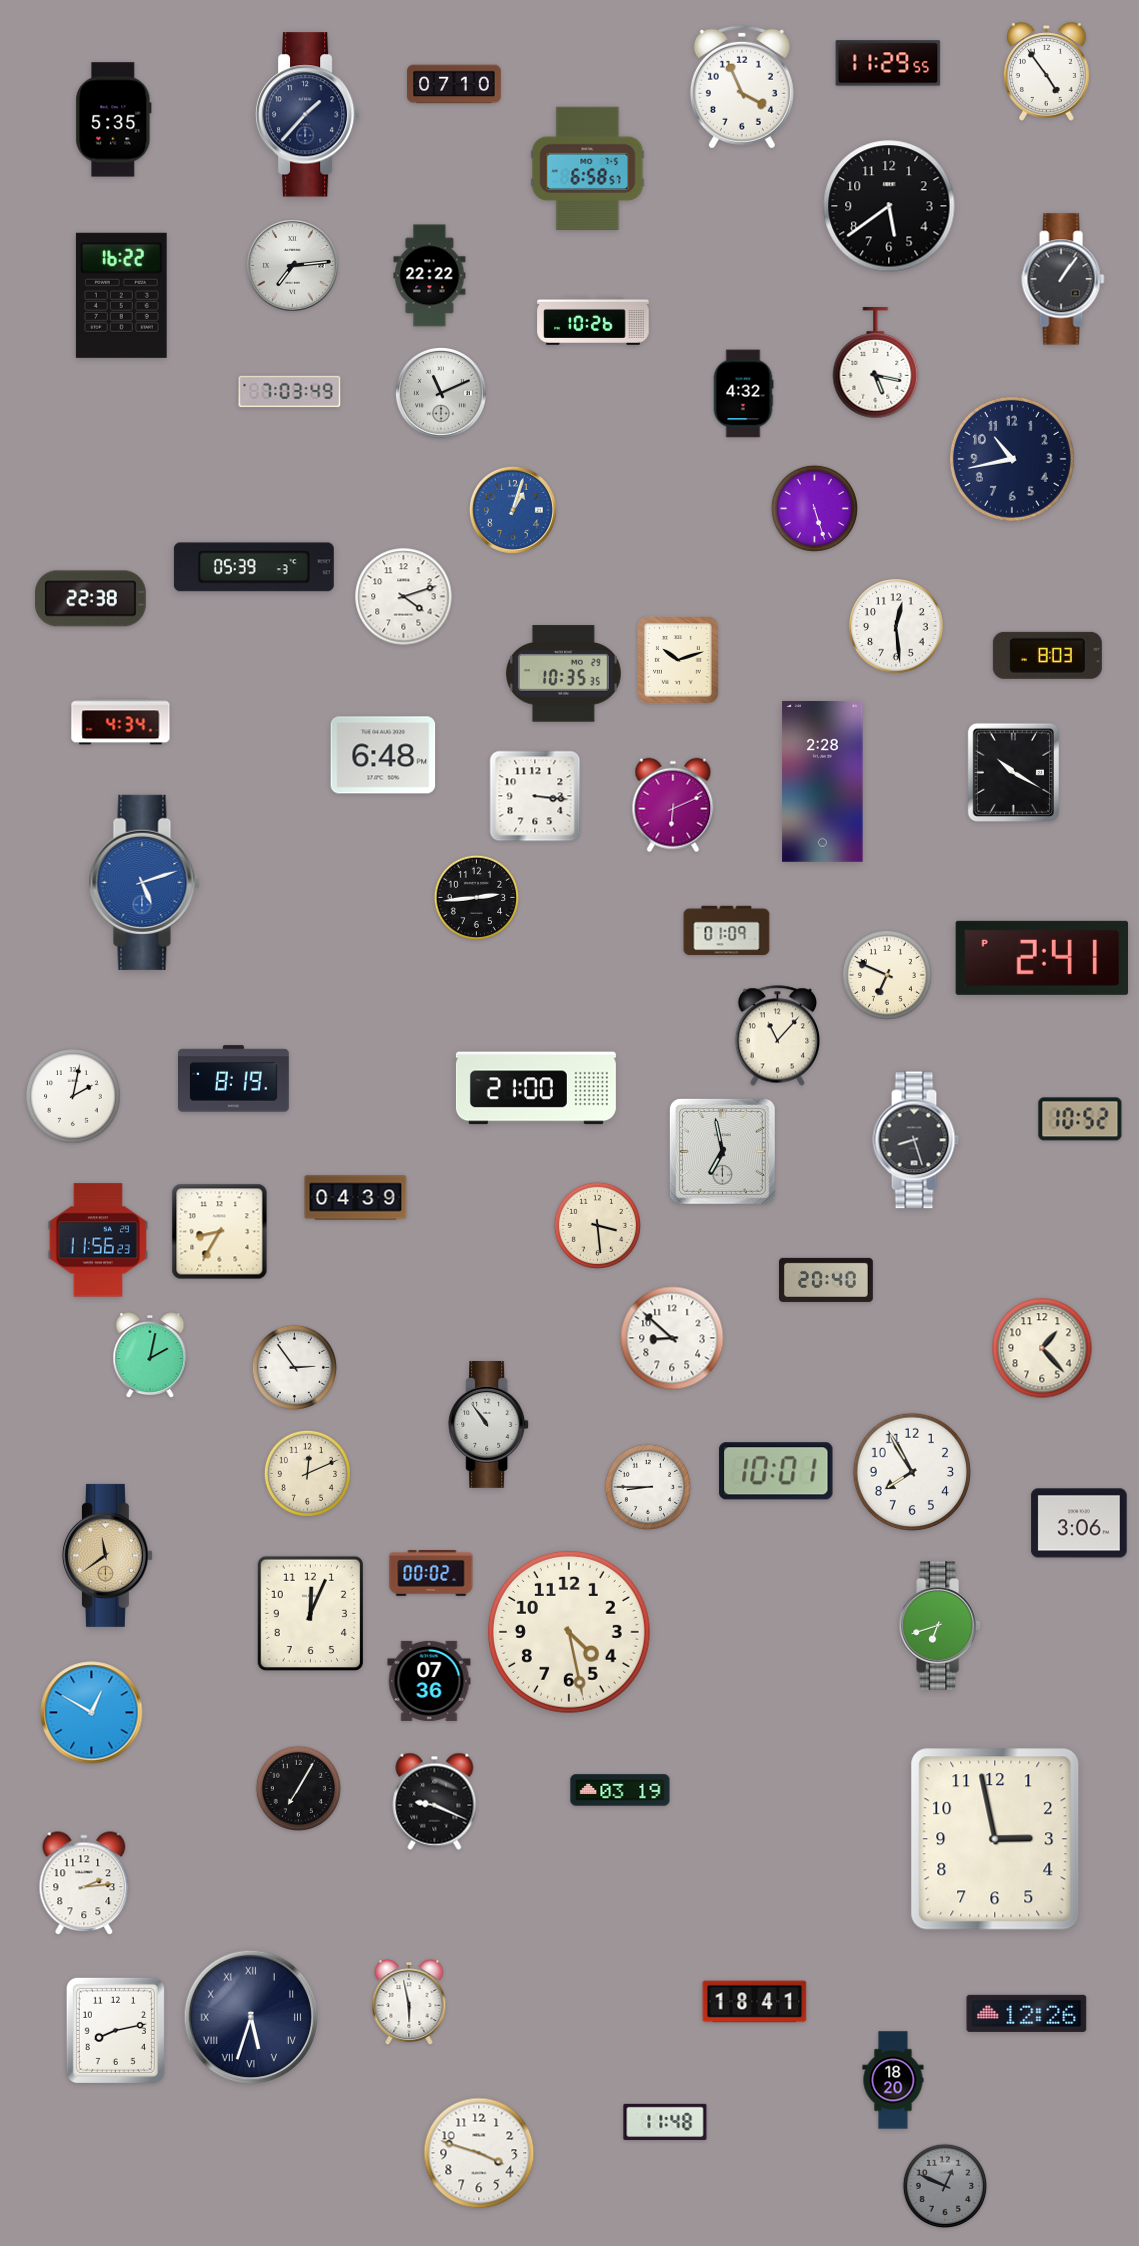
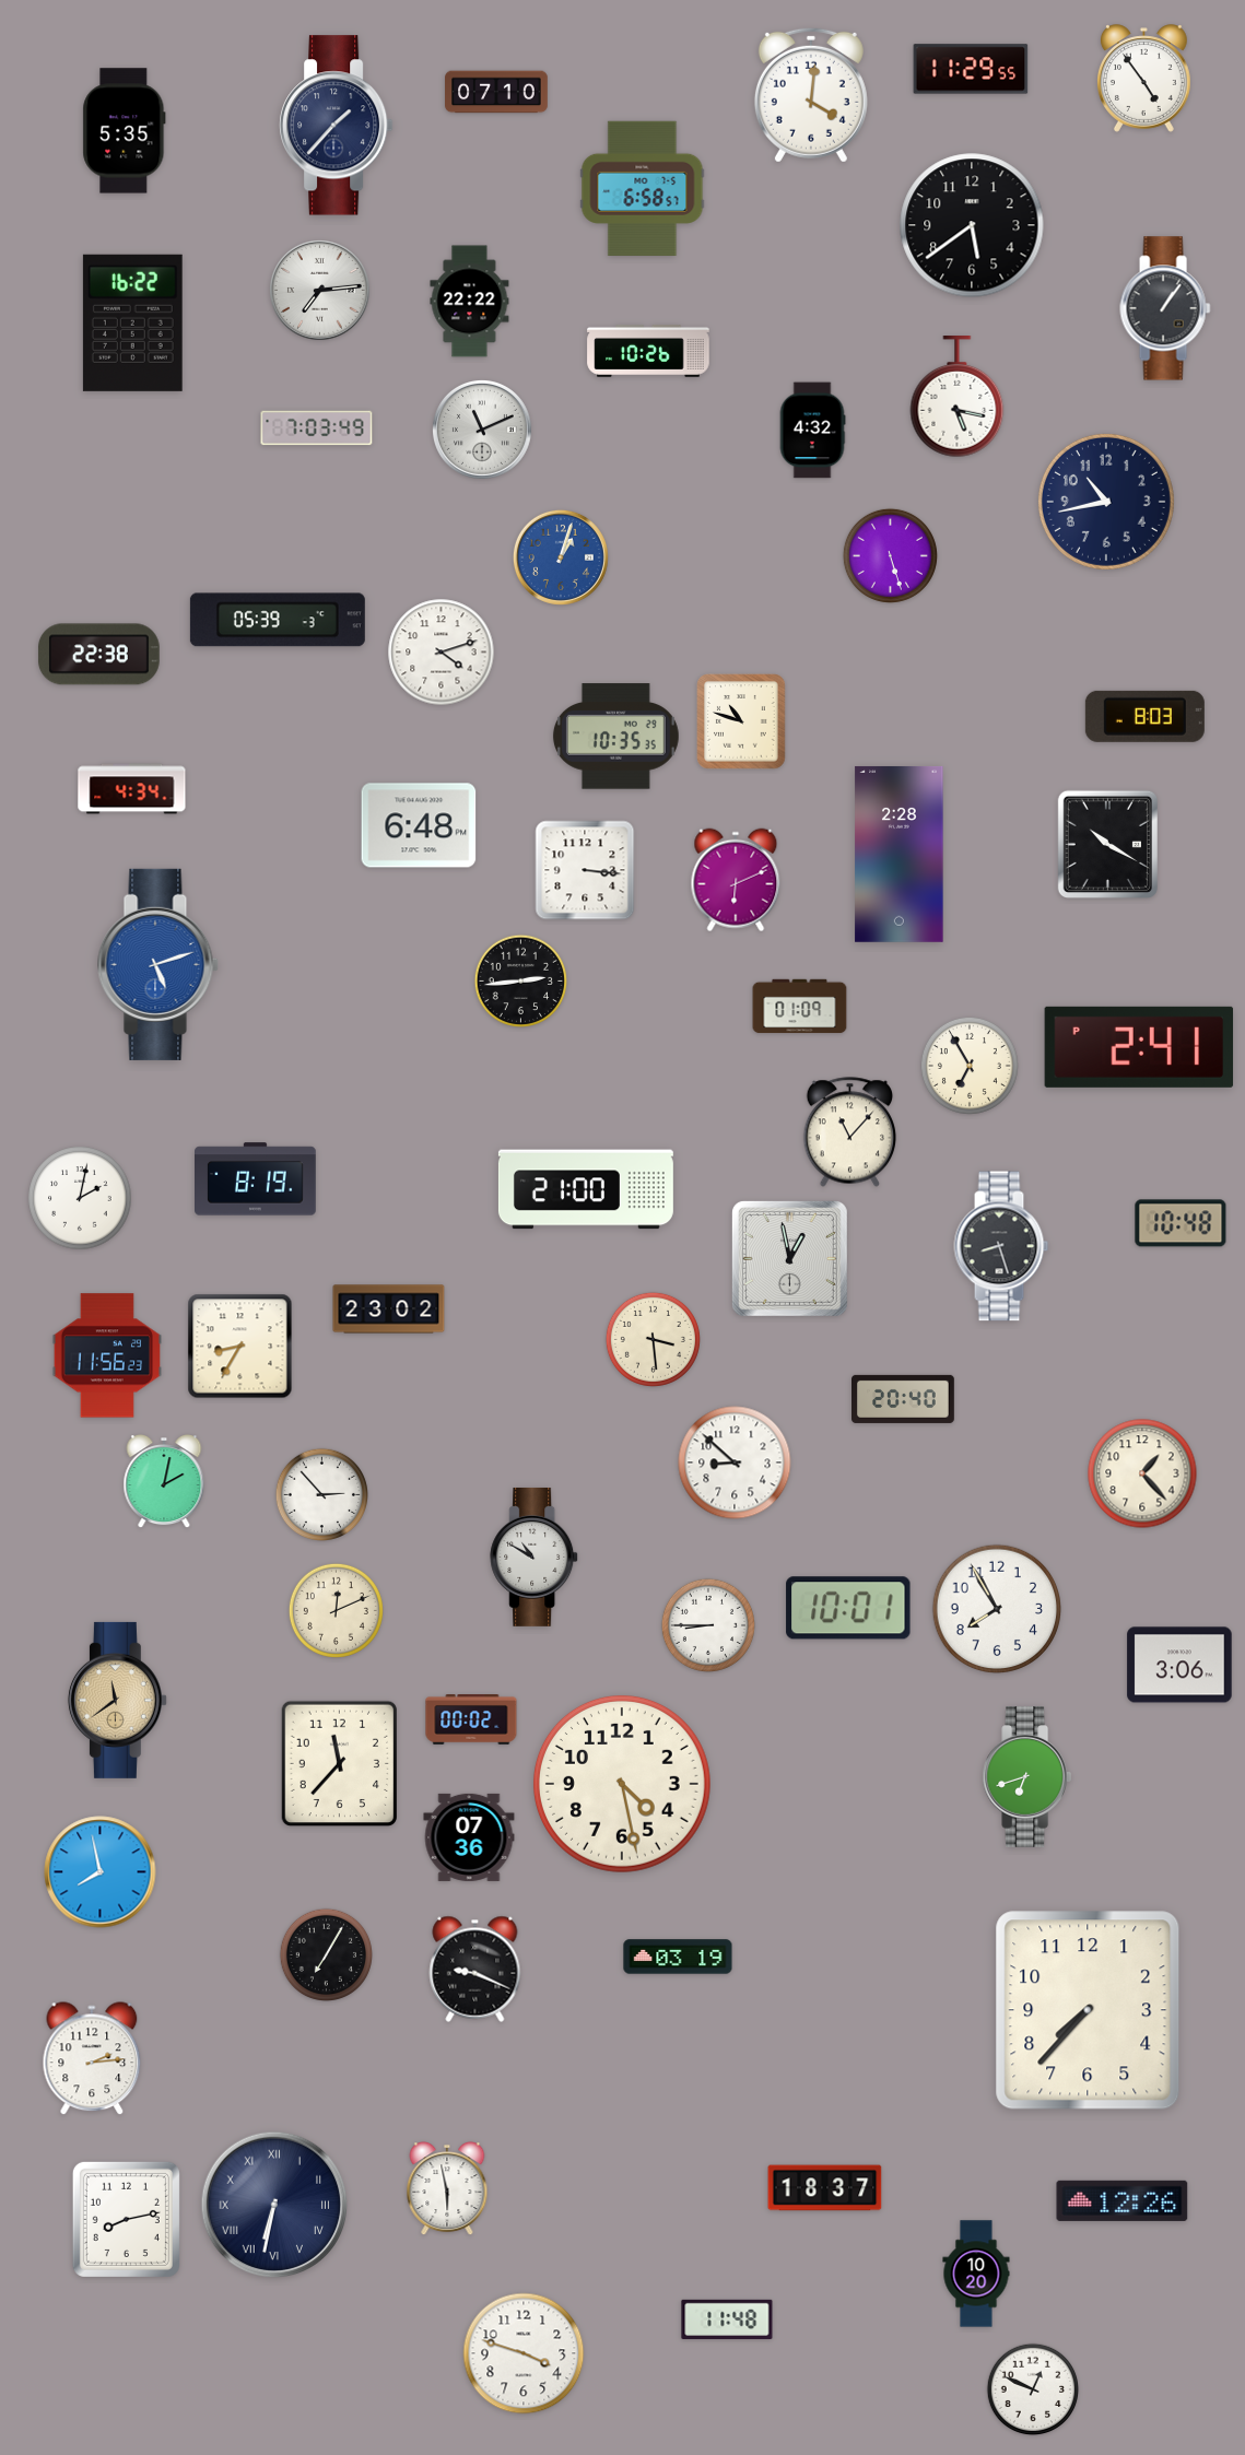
clock at (742, 87): 3:56 -> 4:01
clock at (588, 169) position: (588, 169) -> (643, 189)
clock at (1063, 279) position: (1063, 279) -> (1165, 308)
clock at (896, 626): 12:29 -> none
clock at (678, 660): 10:12 -> 10:48
clock at (727, 931) position: (727, 931) -> (800, 1007)
clock at (887, 975): 6:49 -> 6:55
clock at (1080, 1119): 10:52 -> 10:48
clock at (722, 1151): 6:58 -> 12:58
clock at (356, 1198): 04:39 -> 23:02
clock at (1042, 1348) position: (1042, 1348) -> (1142, 1473)
clock at (294, 1367): 2:54 -> 2:53
clock at (489, 1424): 10:54 -> 10:50
clock at (311, 1614): 12:04 -> 11:37
clock at (92, 1713): 12:50 -> 7:58
clock at (995, 1839): 2:58 -> 7:37
clock at (755, 2002): 18:41 -> 18:37
clock at (251, 2017): 5:33 -> 6:32
clock at (893, 2080): 18:20 -> 10:20
clock at (945, 2186) dial: grey -> white
